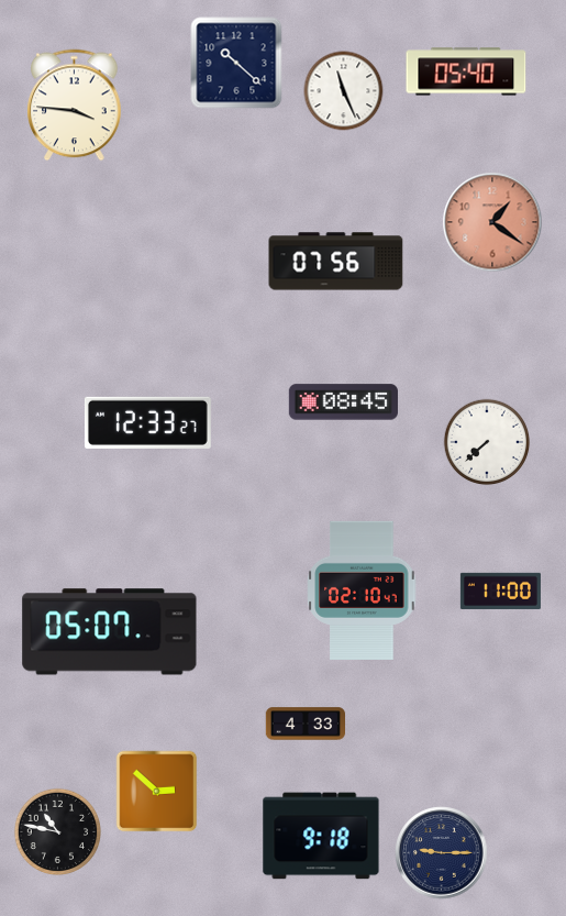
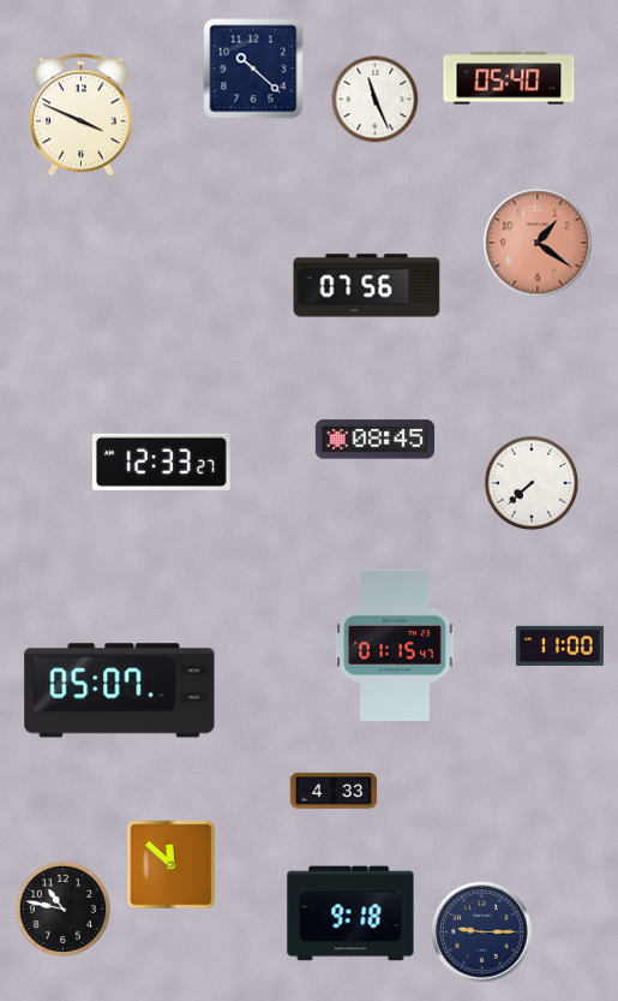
clock at (236, 63) position: (236, 63) -> (253, 68)
clock at (75, 106): 3:46 -> 3:49
clock at (362, 591): 02:10 -> 01:15
clock at (500, 591) position: (500, 591) -> (559, 645)
clock at (157, 792): 2:52 -> 11:52
